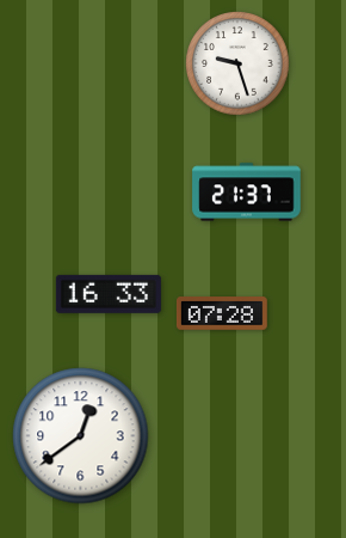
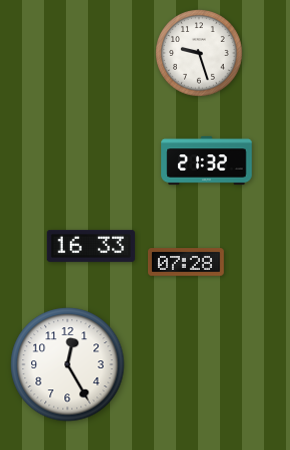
clock at (247, 192): 21:37 -> 21:32
clock at (81, 436): 12:39 -> 12:25
